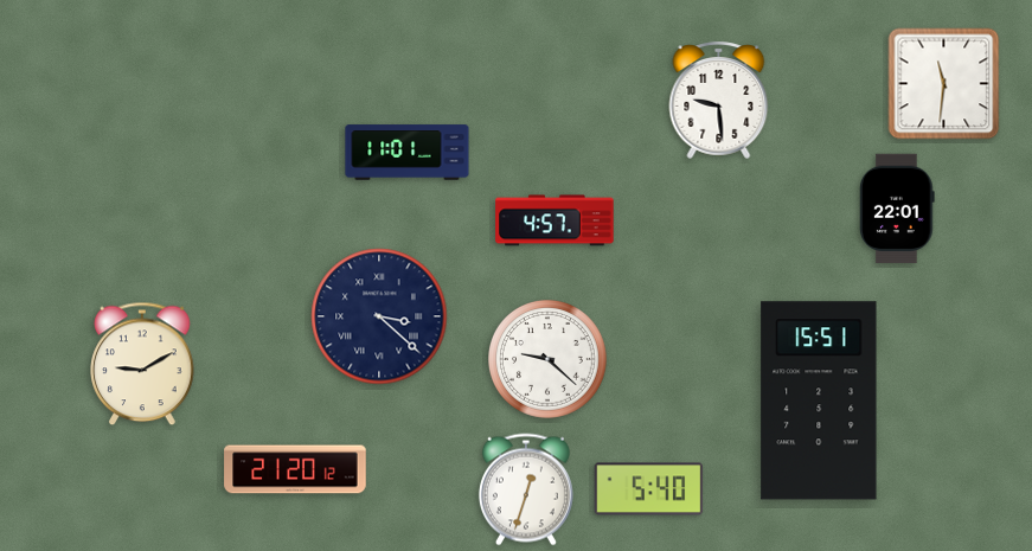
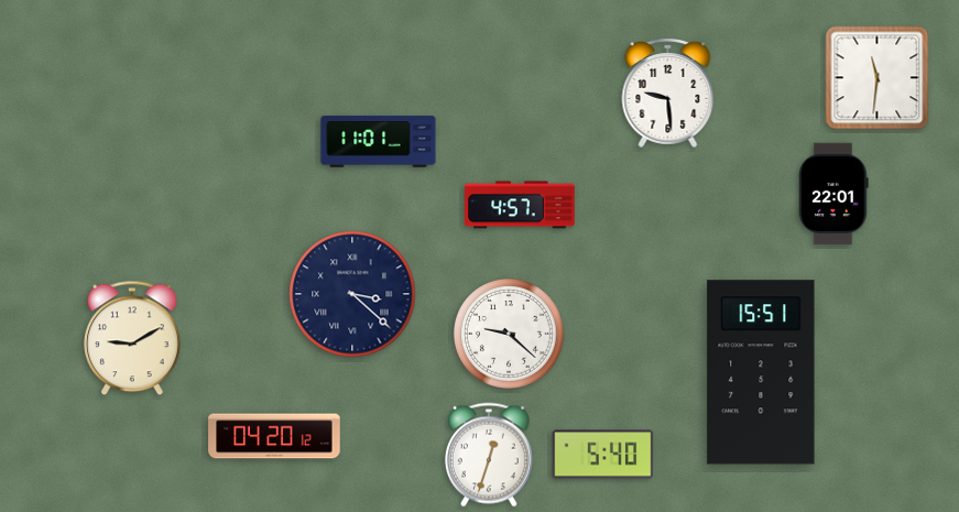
clock at (555, 220) position: (555, 220) -> (520, 205)
clock at (295, 469): 21:20 -> 04:20
